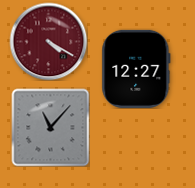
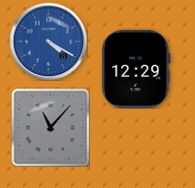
clock at (48, 41) dial: burgundy -> blue
clock at (136, 69): 12:27 -> 12:29
